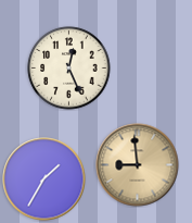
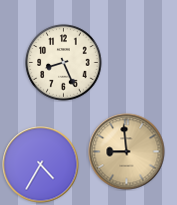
clock at (69, 69): 12:26 -> 8:26
clock at (44, 179): 1:35 -> 4:35
